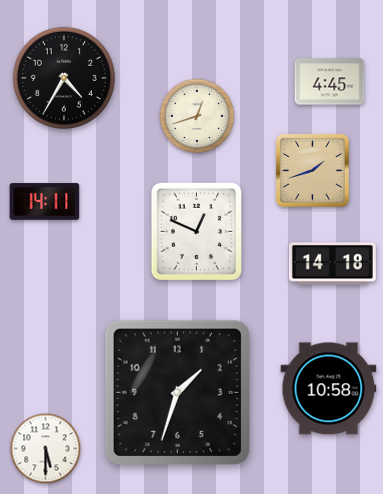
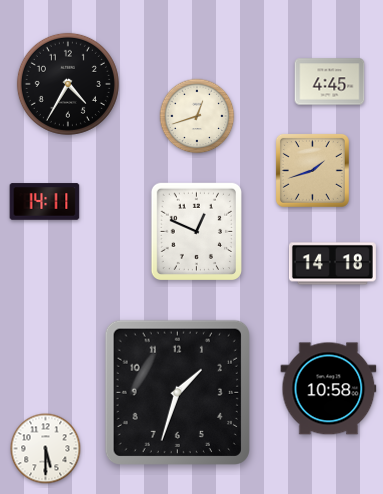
clock at (64, 78) position: (64, 78) -> (68, 84)
